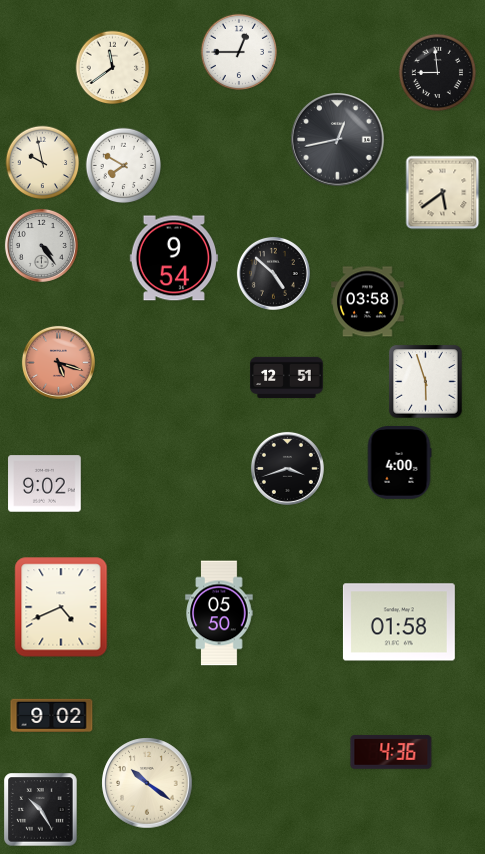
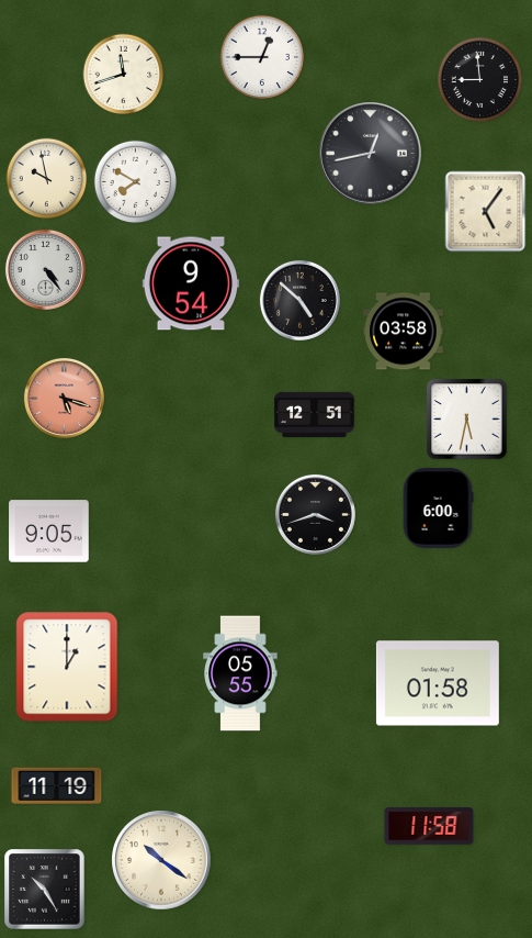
clock at (113, 68): 11:39 -> 11:42
clock at (443, 193): 5:39 -> 5:06
clock at (426, 382): 5:57 -> 5:32
clock at (399, 463): 4:00 -> 6:00
clock at (45, 484): 9:02 -> 9:05
clock at (61, 607): 4:41 -> 1:00
clock at (219, 613): 05:50 -> 05:55
clock at (52, 715): 9:02 -> 11:19
clock at (391, 752): 4:36 -> 11:58
